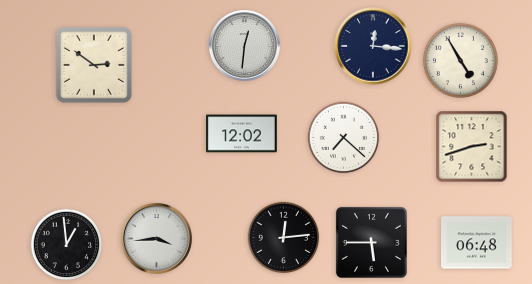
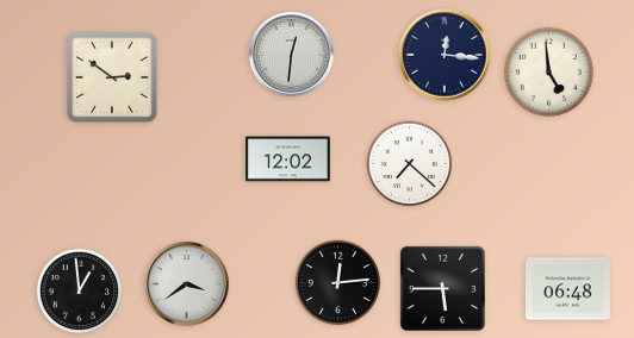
clock at (460, 60): 4:55 -> 4:59
clock at (472, 147): 2:42 -> none
clock at (157, 239): 3:44 -> 3:39
